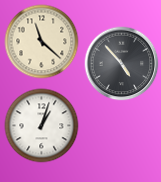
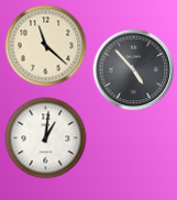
clock at (42, 126): 1:03 -> 1:01
